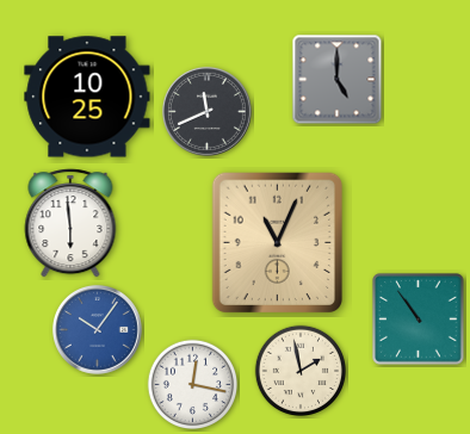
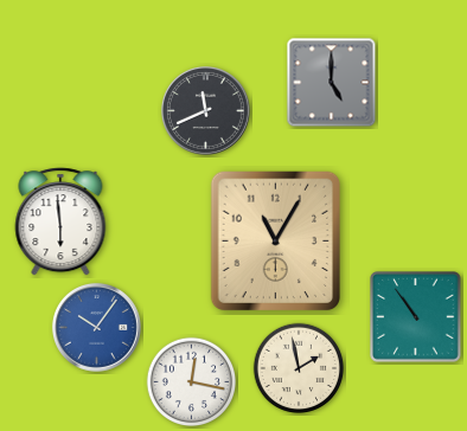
clock at (338, 80) position: (338, 80) -> (332, 83)
clock at (87, 97): 10:25 -> none
clock at (70, 223) position: (70, 223) -> (60, 221)
clock at (277, 243): 11:04 -> 11:05
